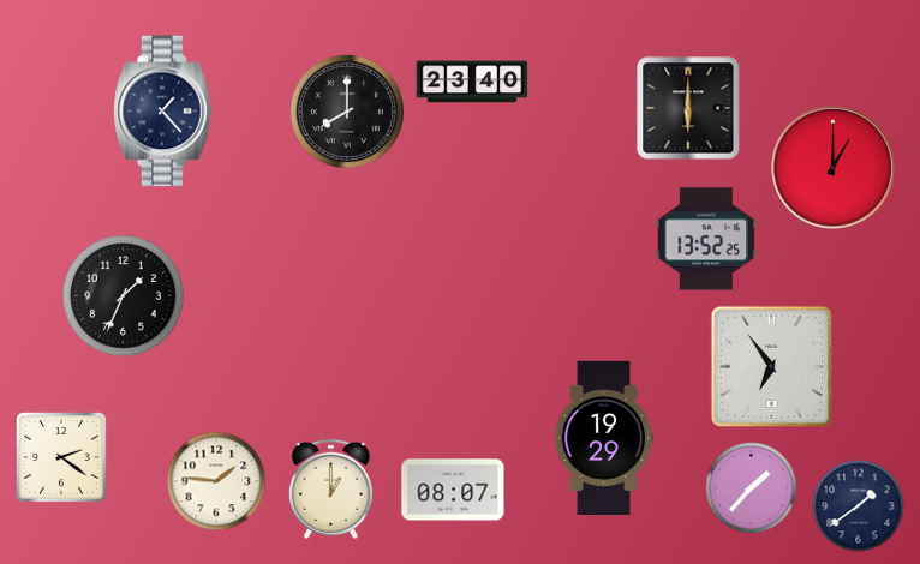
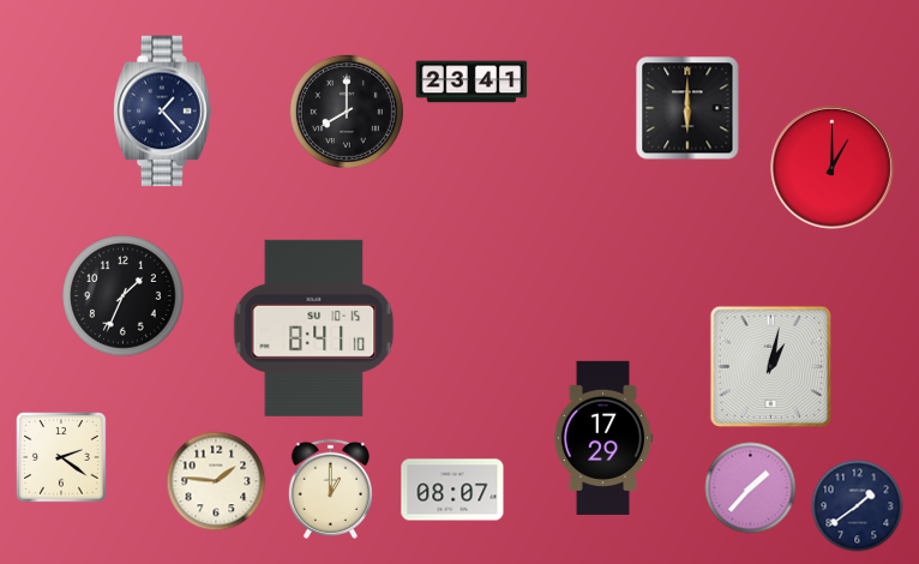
clock at (472, 82): 23:40 -> 23:41
clock at (706, 239): 13:52 -> none
clock at (314, 328): none -> 8:41
clock at (772, 367): 6:54 -> 1:02
clock at (604, 437): 19:29 -> 17:29
